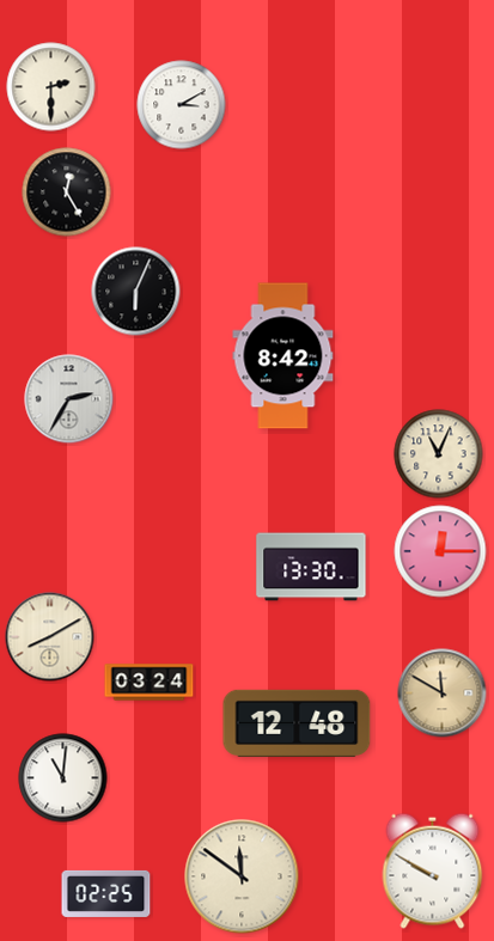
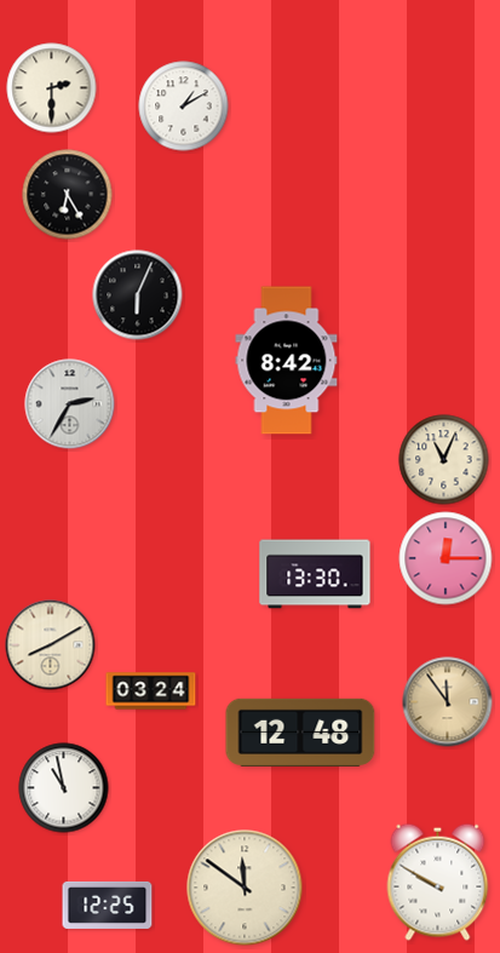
clock at (182, 105): 3:10 -> 1:10
clock at (67, 193): 12:25 -> 6:25
clock at (443, 693): 11:50 -> 11:54
clock at (63, 778): 11:01 -> 10:58
clock at (106, 893): 02:25 -> 12:25
